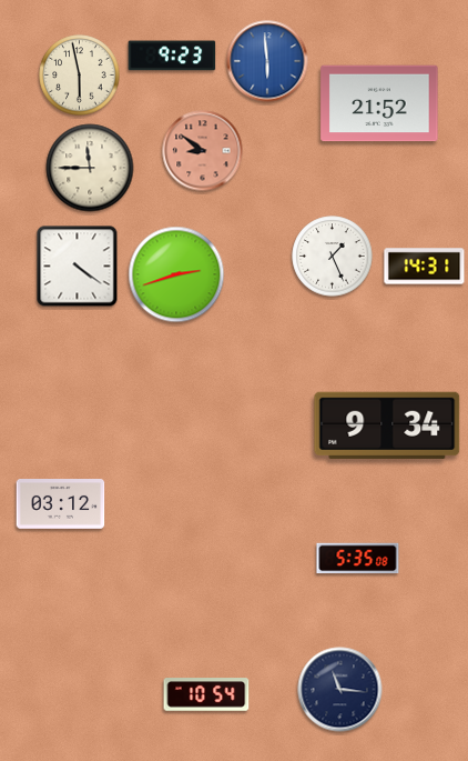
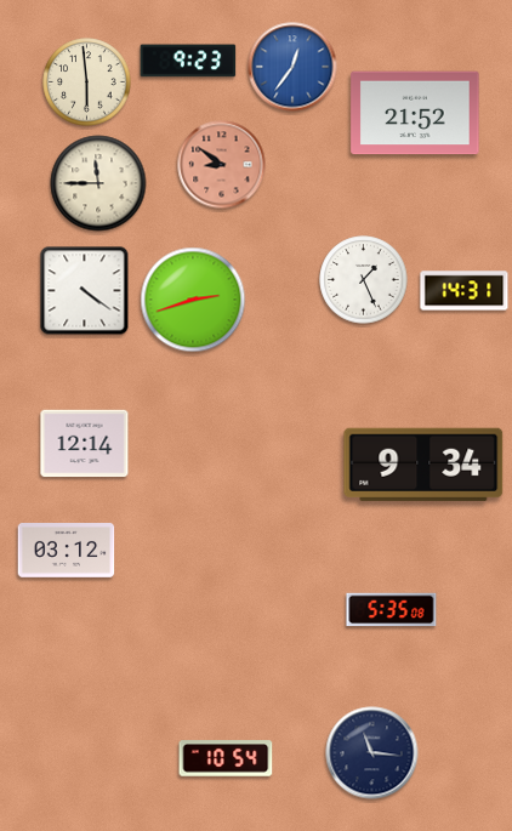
clock at (267, 61): 5:59 -> 12:36
clock at (80, 76): 5:58 -> 5:59
clock at (85, 444): none -> 12:14
